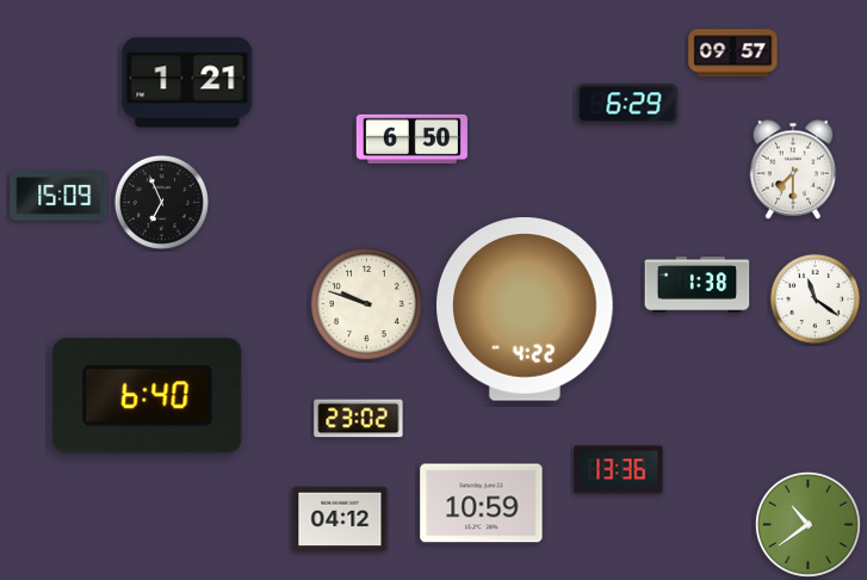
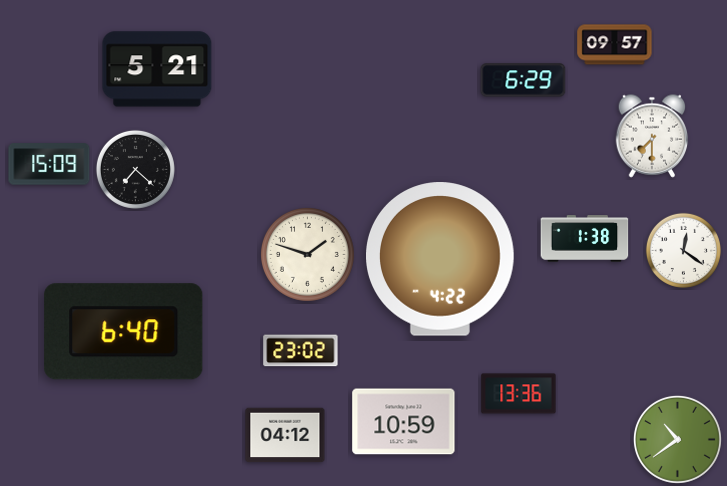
clock at (187, 82): 1:21 -> 5:21
clock at (627, 104) position: (627, 104) -> (523, 80)
clock at (411, 138): 6:50 -> none
clock at (793, 169) position: (793, 169) -> (652, 136)
clock at (161, 202): 6:56 -> 7:22
clock at (815, 298): 11:21 -> 12:21
clock at (366, 303): 9:48 -> 1:48
